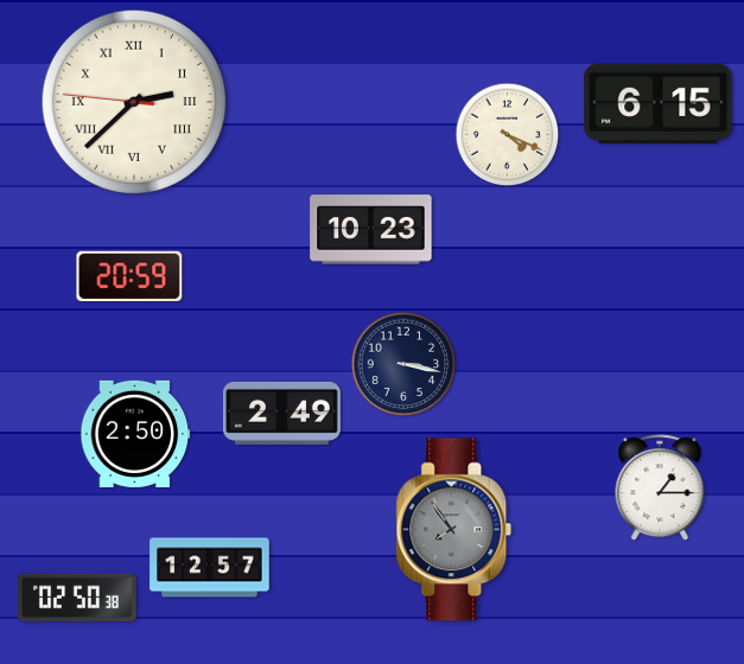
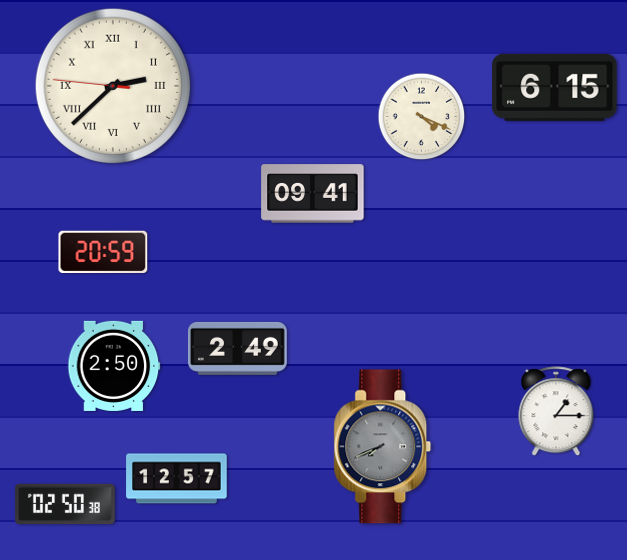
clock at (508, 135) position: (508, 135) -> (422, 117)
clock at (371, 230): 10:23 -> 09:41
clock at (129, 275) position: (129, 275) -> (103, 251)
clock at (403, 364): 3:17 -> none
clock at (454, 530): 7:54 -> 7:41
